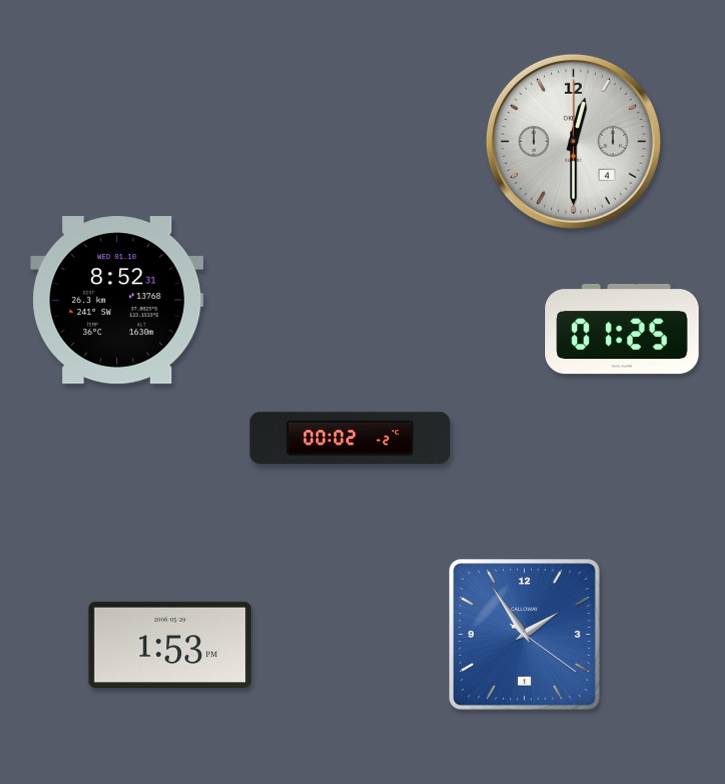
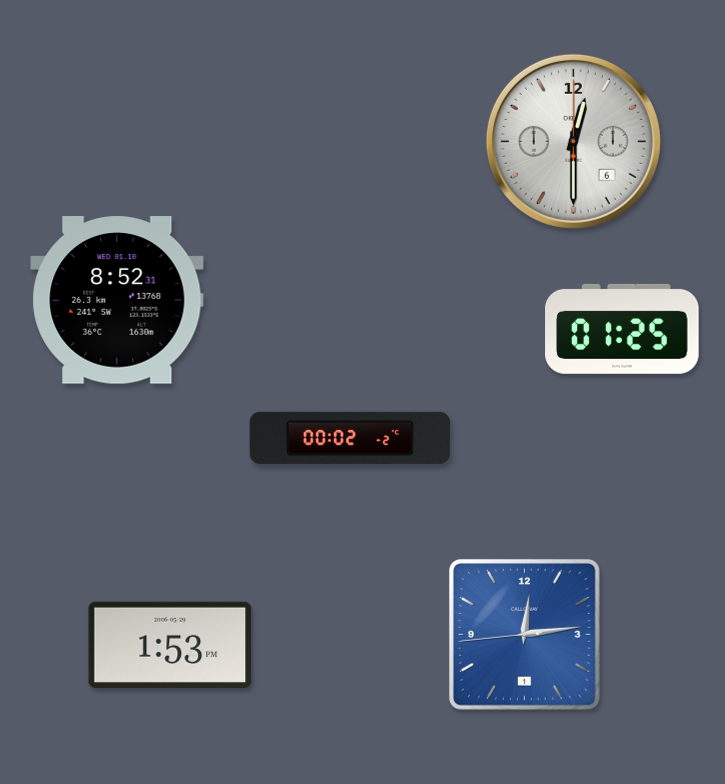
clock at (573, 141) date: 4 -> 6
clock at (524, 634): 1:54 -> 12:13
